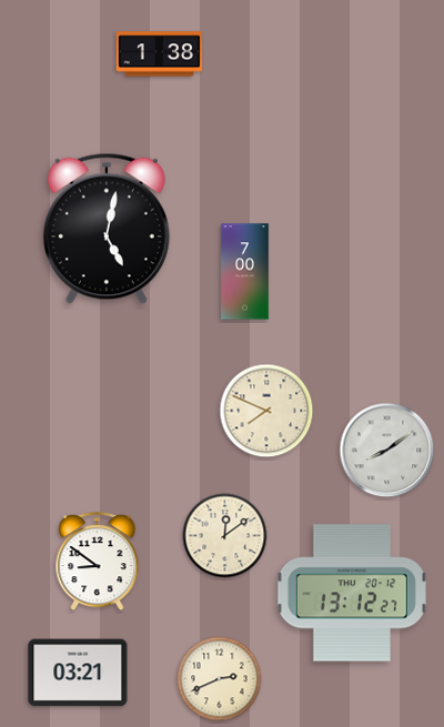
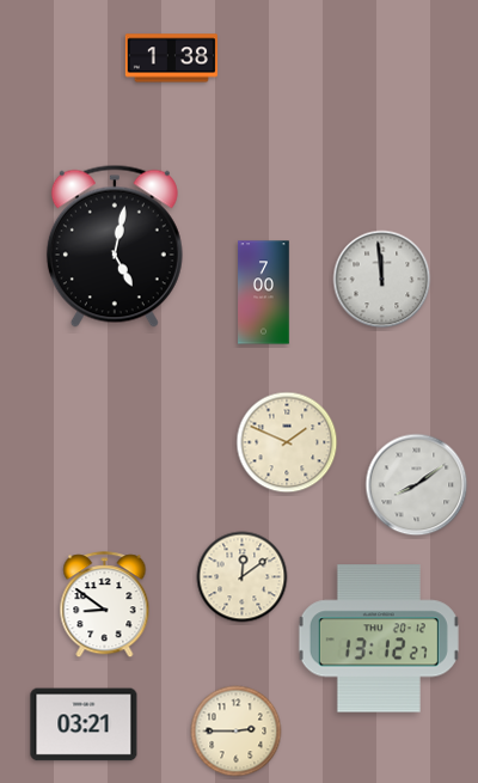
clock at (382, 280): none -> 11:59
clock at (266, 411): 7:49 -> 1:49
clock at (220, 679): 2:41 -> 2:45
